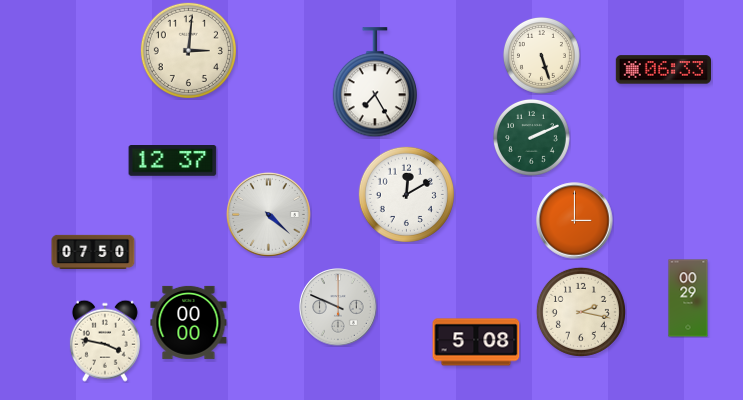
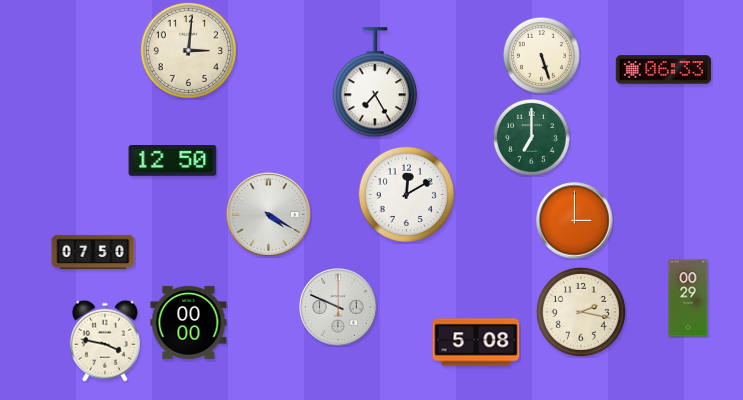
clock at (531, 137): 2:11 -> 7:00
clock at (173, 161): 12:37 -> 12:50
clock at (268, 214): 4:22 -> 4:20
